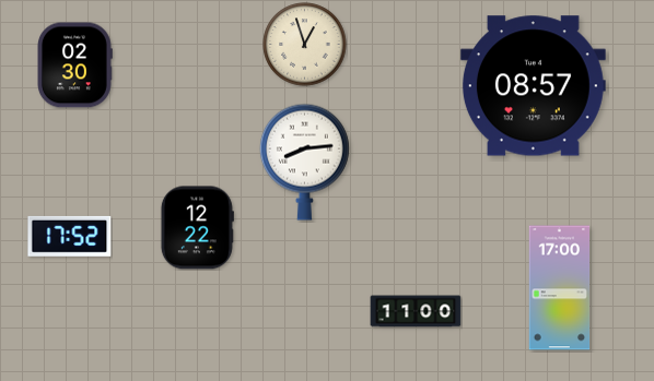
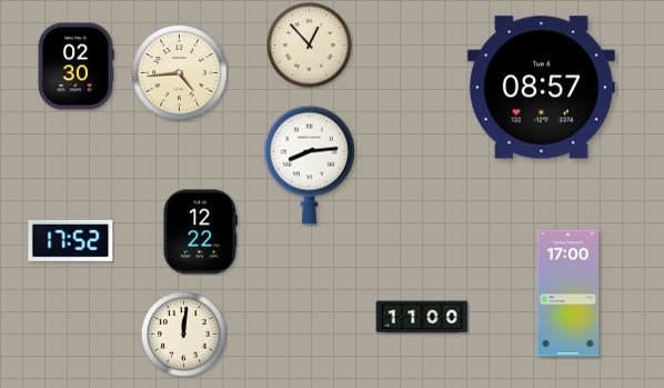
clock at (305, 45): 12:57 -> 12:53
clock at (180, 73): none -> 4:44
clock at (184, 335): none -> 12:01
